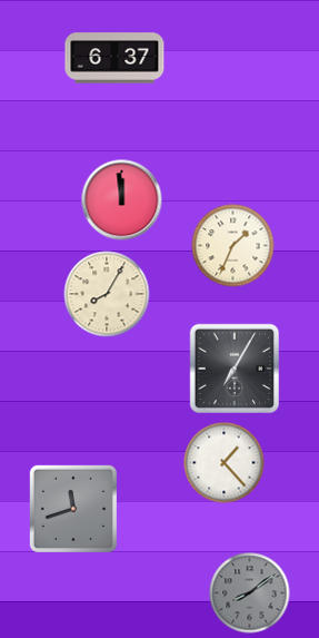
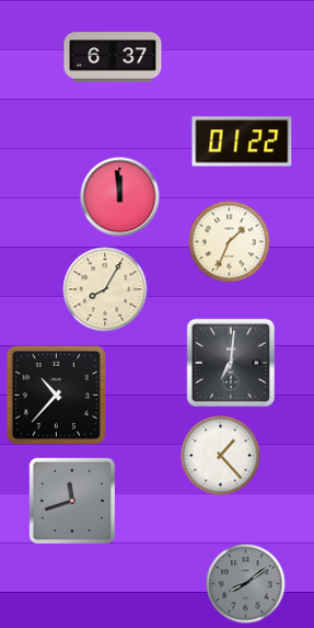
clock at (242, 141): none -> 01:22
clock at (233, 367): 7:05 -> 7:01
clock at (56, 395): none -> 10:37
